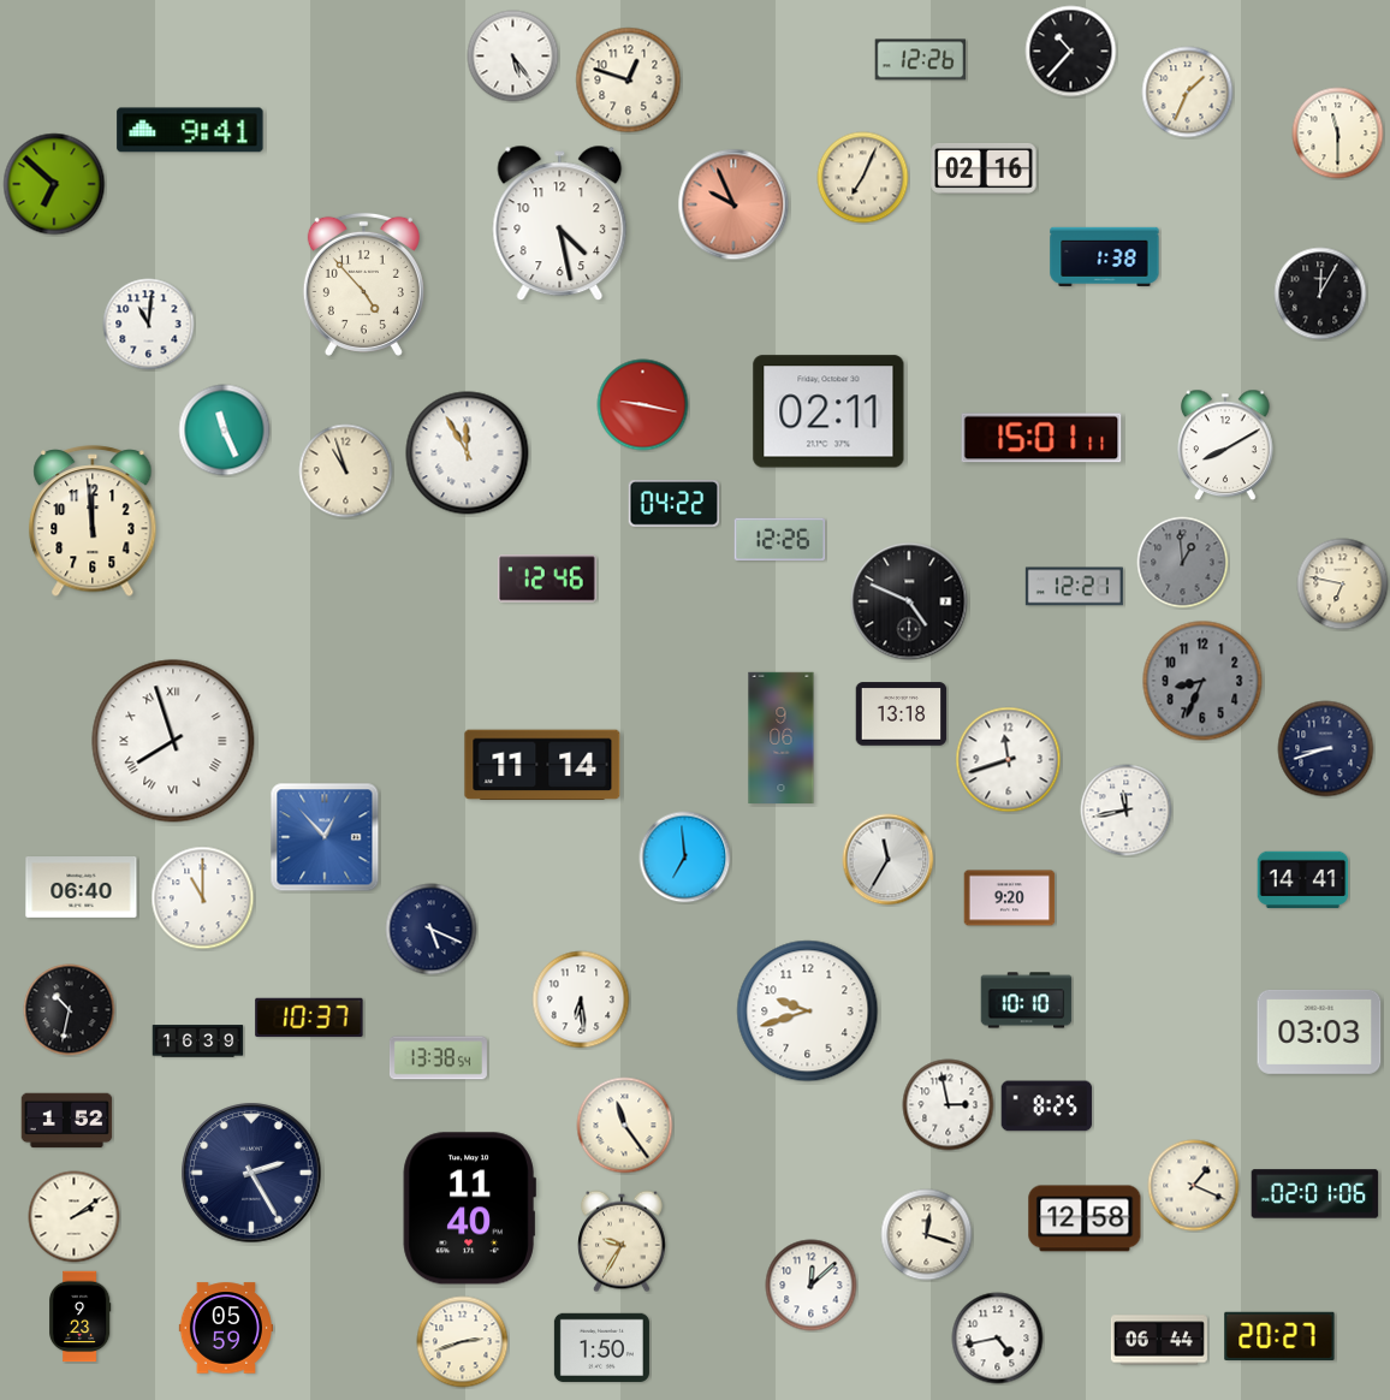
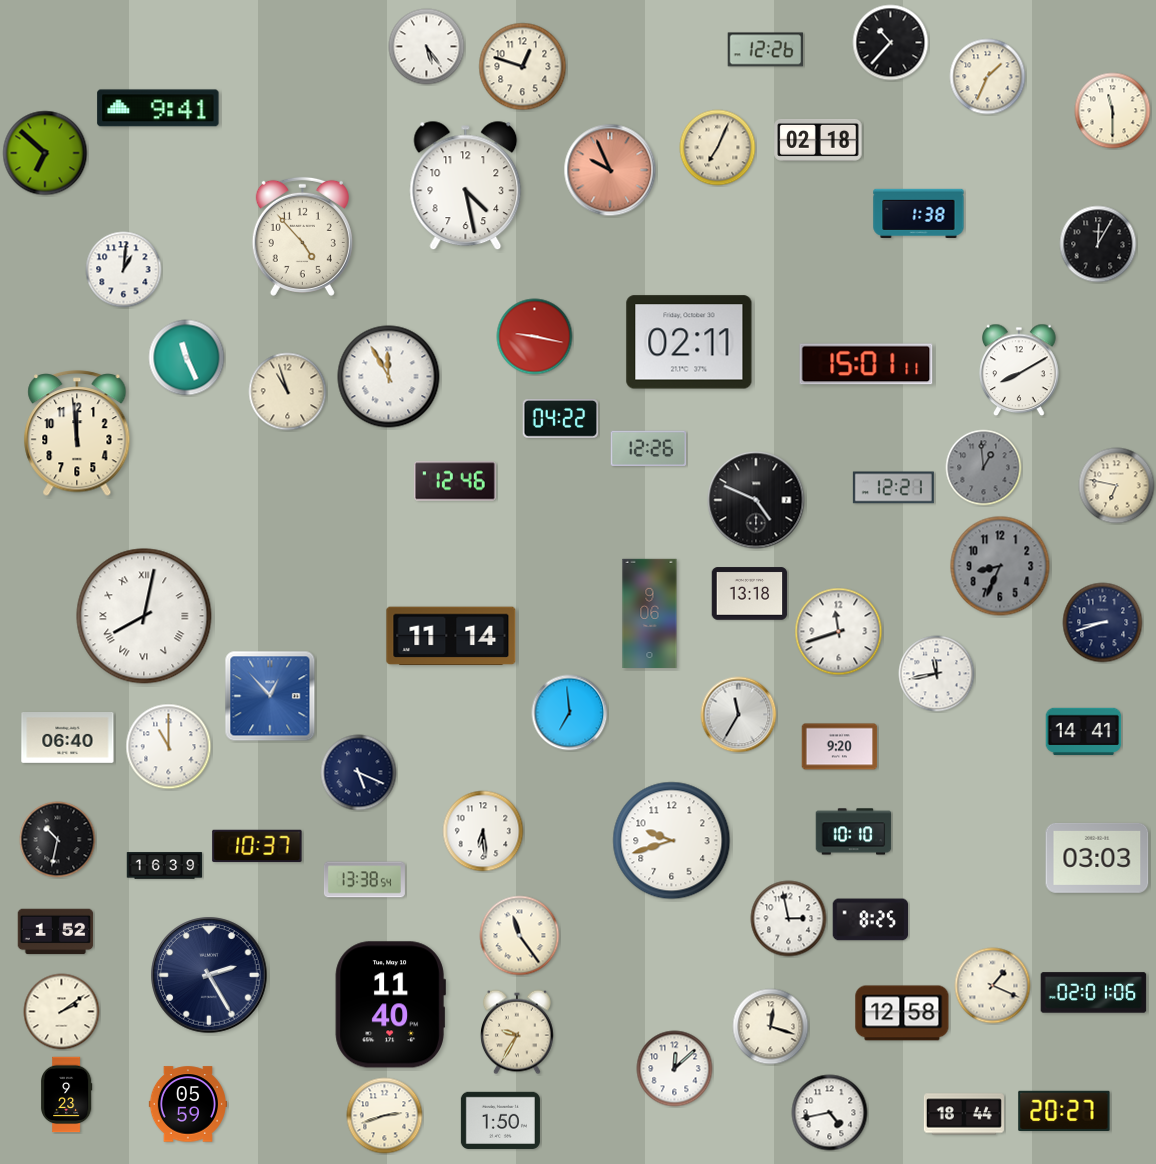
clock at (984, 168): 02:16 -> 02:18
clock at (149, 325): 11:01 -> 1:01
clock at (173, 741): 7:57 -> 8:02
clock at (1159, 1340): 06:44 -> 18:44
